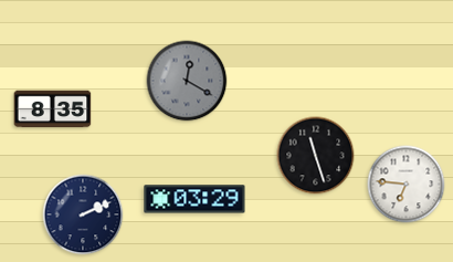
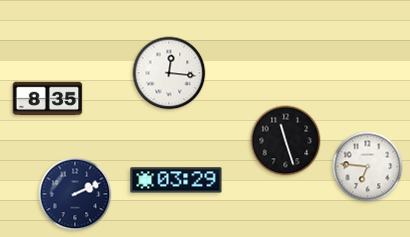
clock at (187, 81): 12:20 -> 12:16
clock at (187, 81) dial: grey -> white
